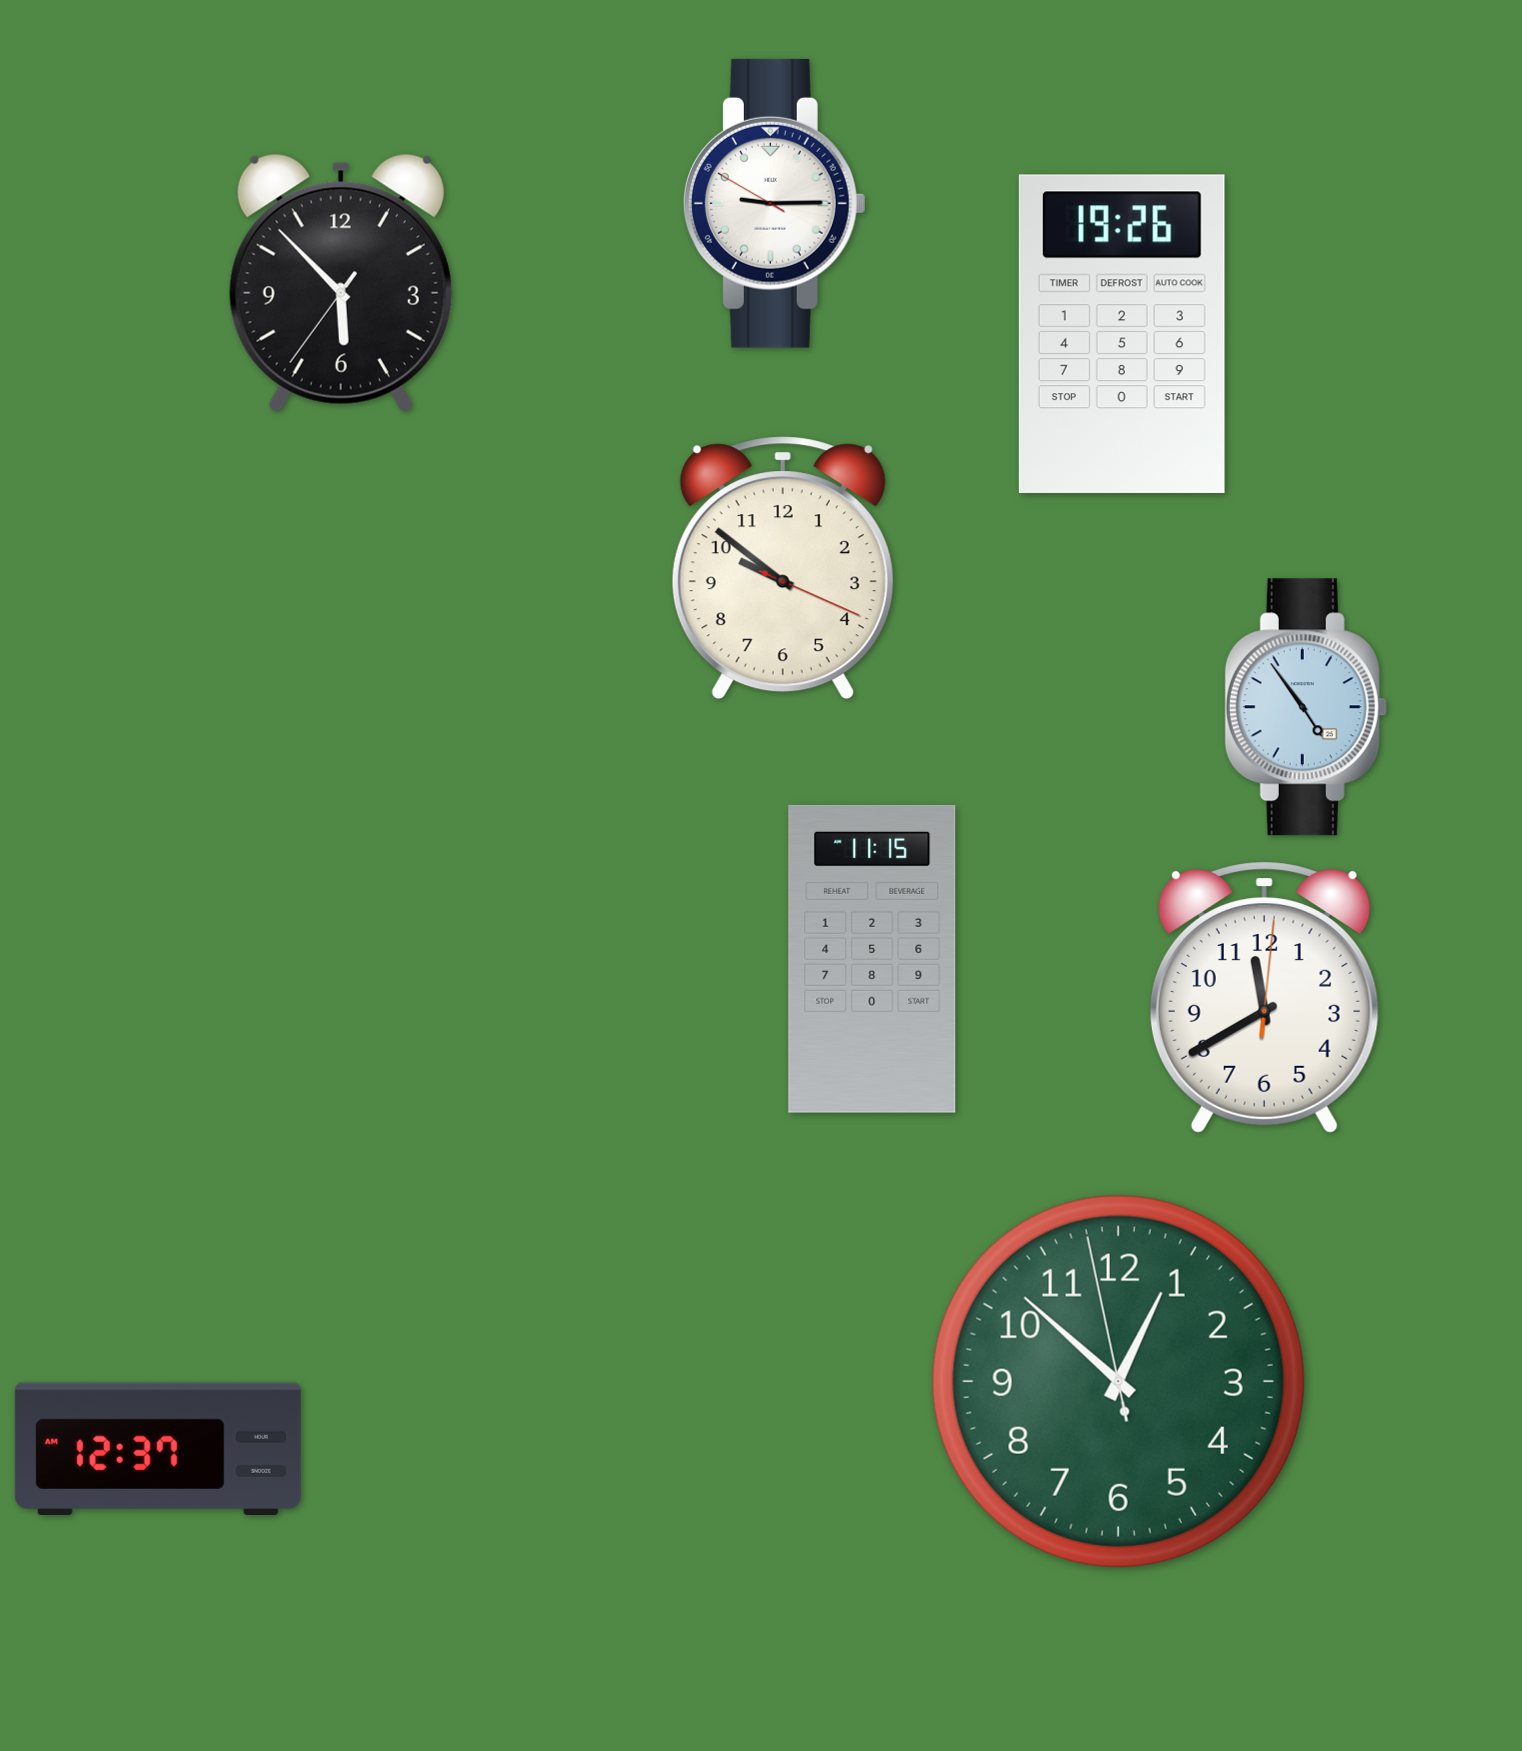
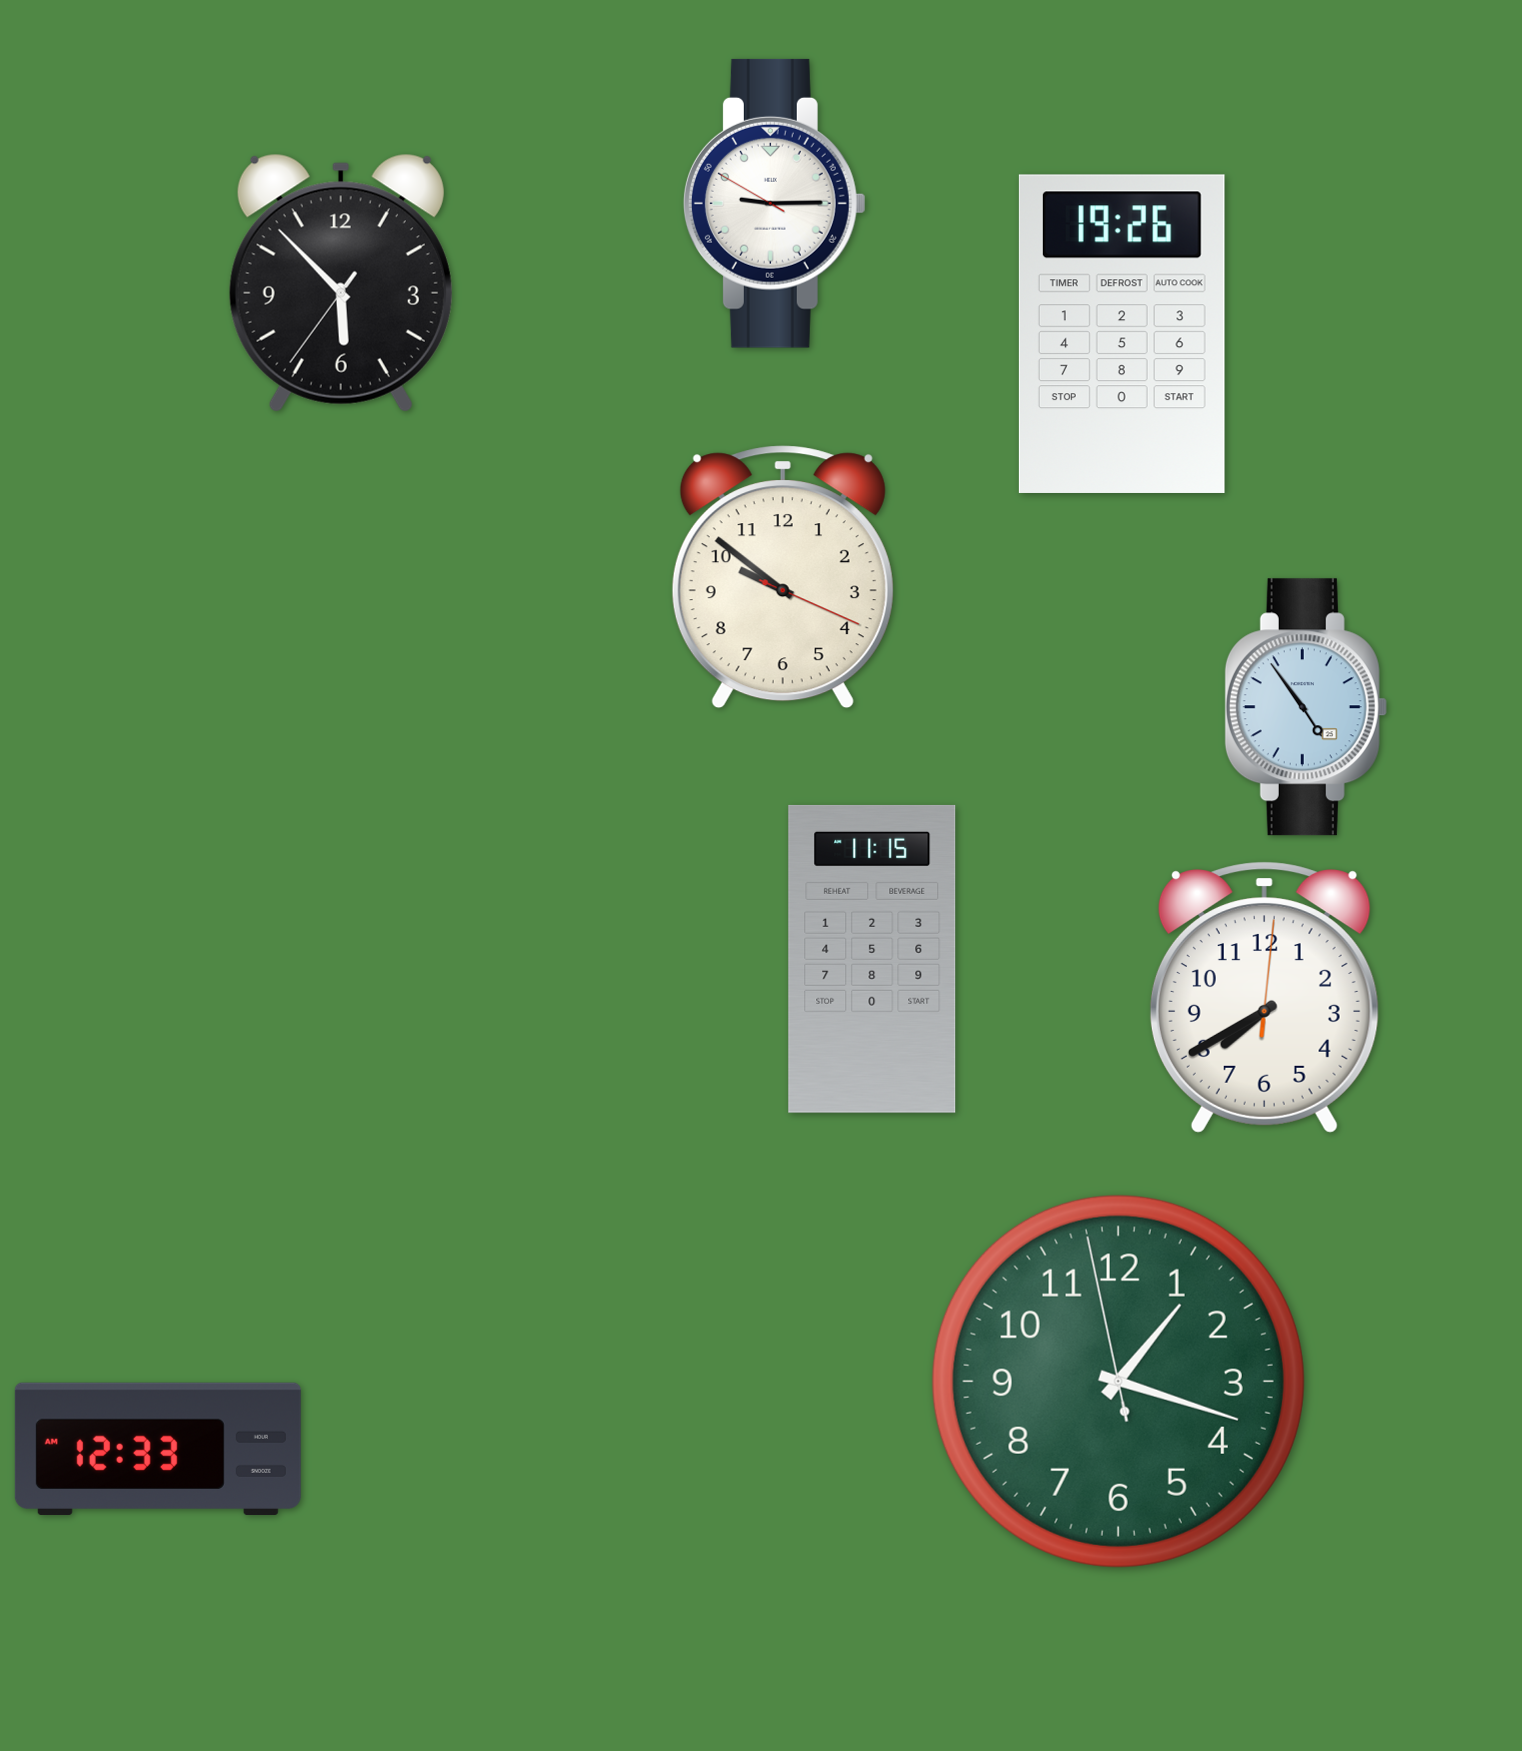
clock at (783, 568) position: (783, 568) -> (783, 577)
clock at (1264, 997): 11:40 -> 7:40
clock at (1118, 1381): 12:51 -> 1:17
clock at (158, 1449): 12:37 -> 12:33
